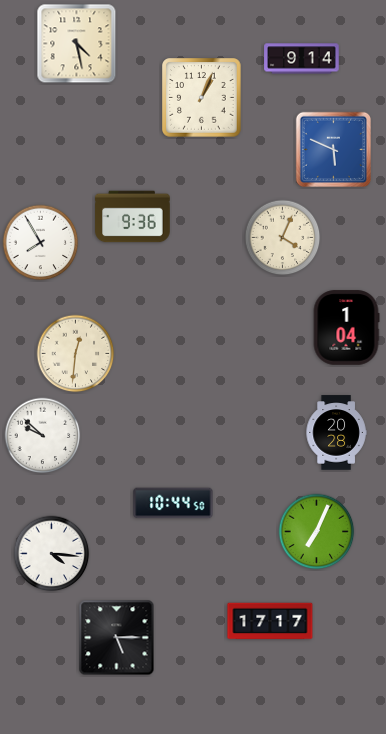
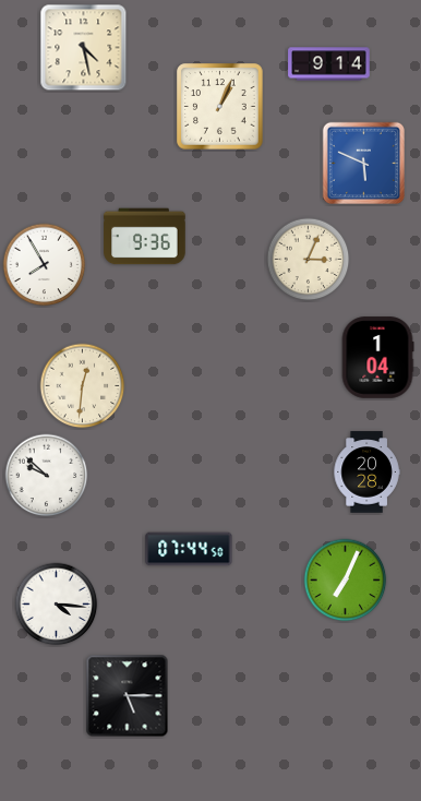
clock at (283, 238): 4:04 -> 3:04
clock at (173, 503): 10:44 -> 07:44
clock at (270, 621): 17:17 -> none
